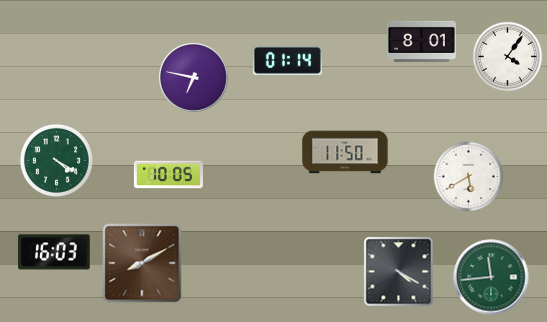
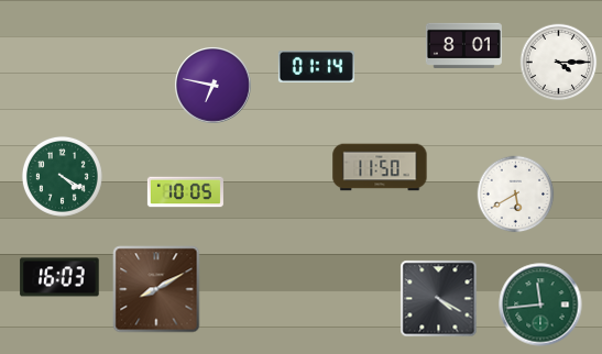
clock at (508, 57): 4:06 -> 4:15
